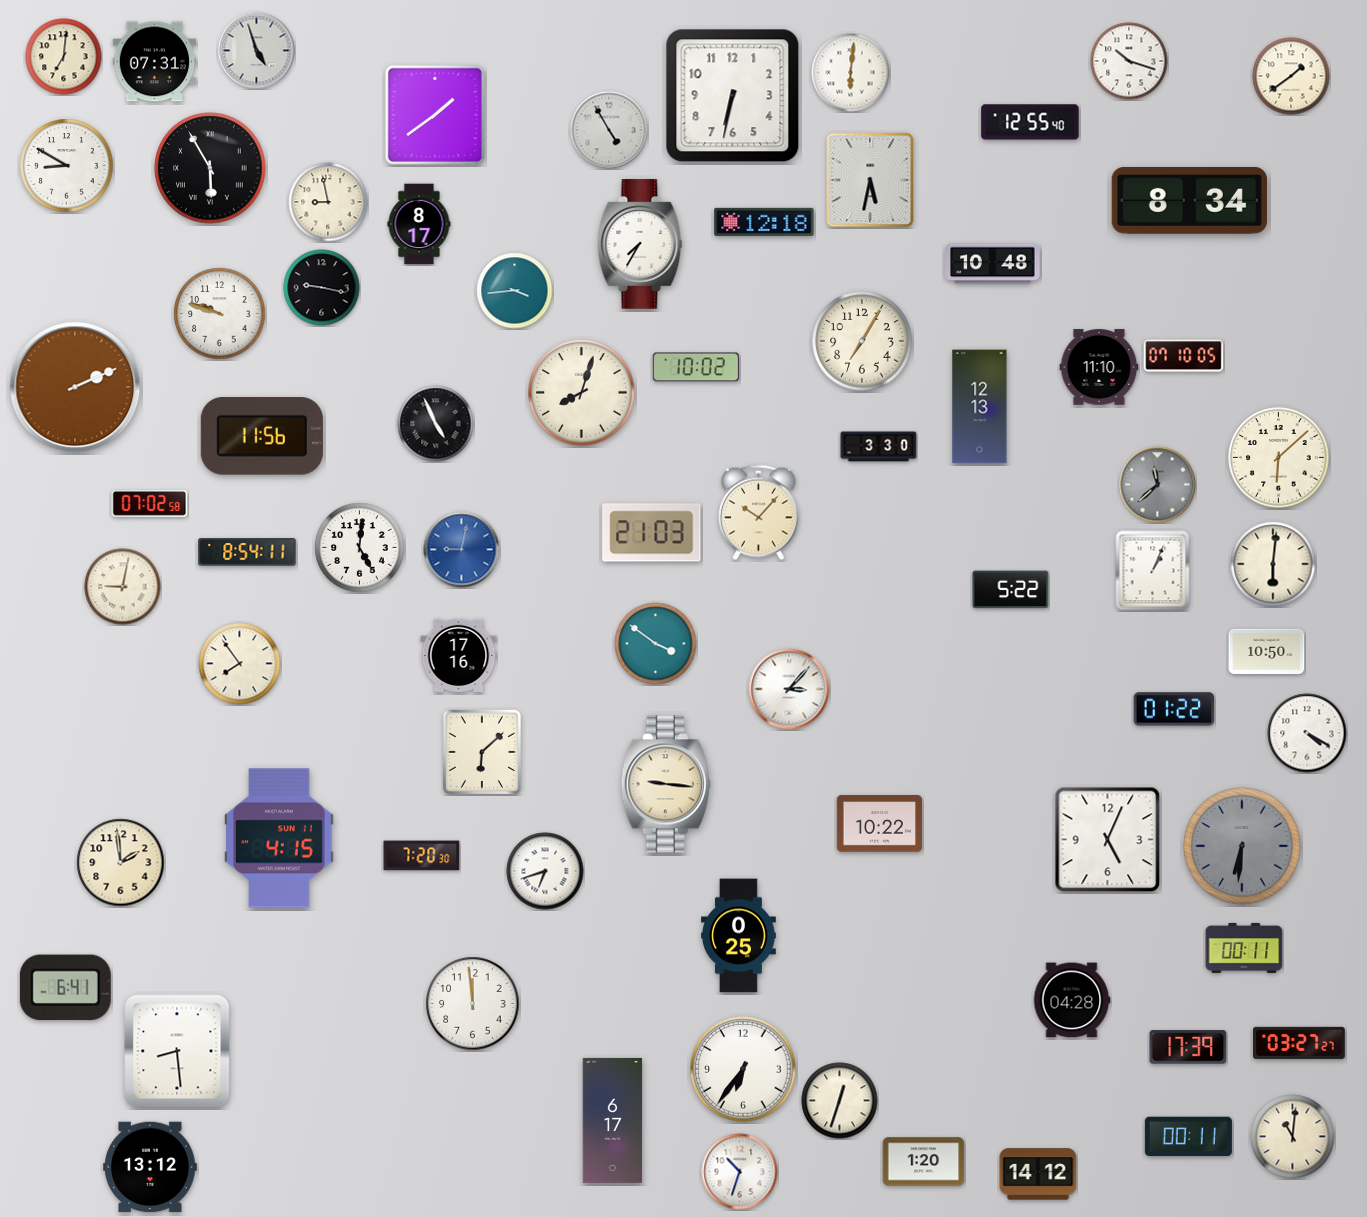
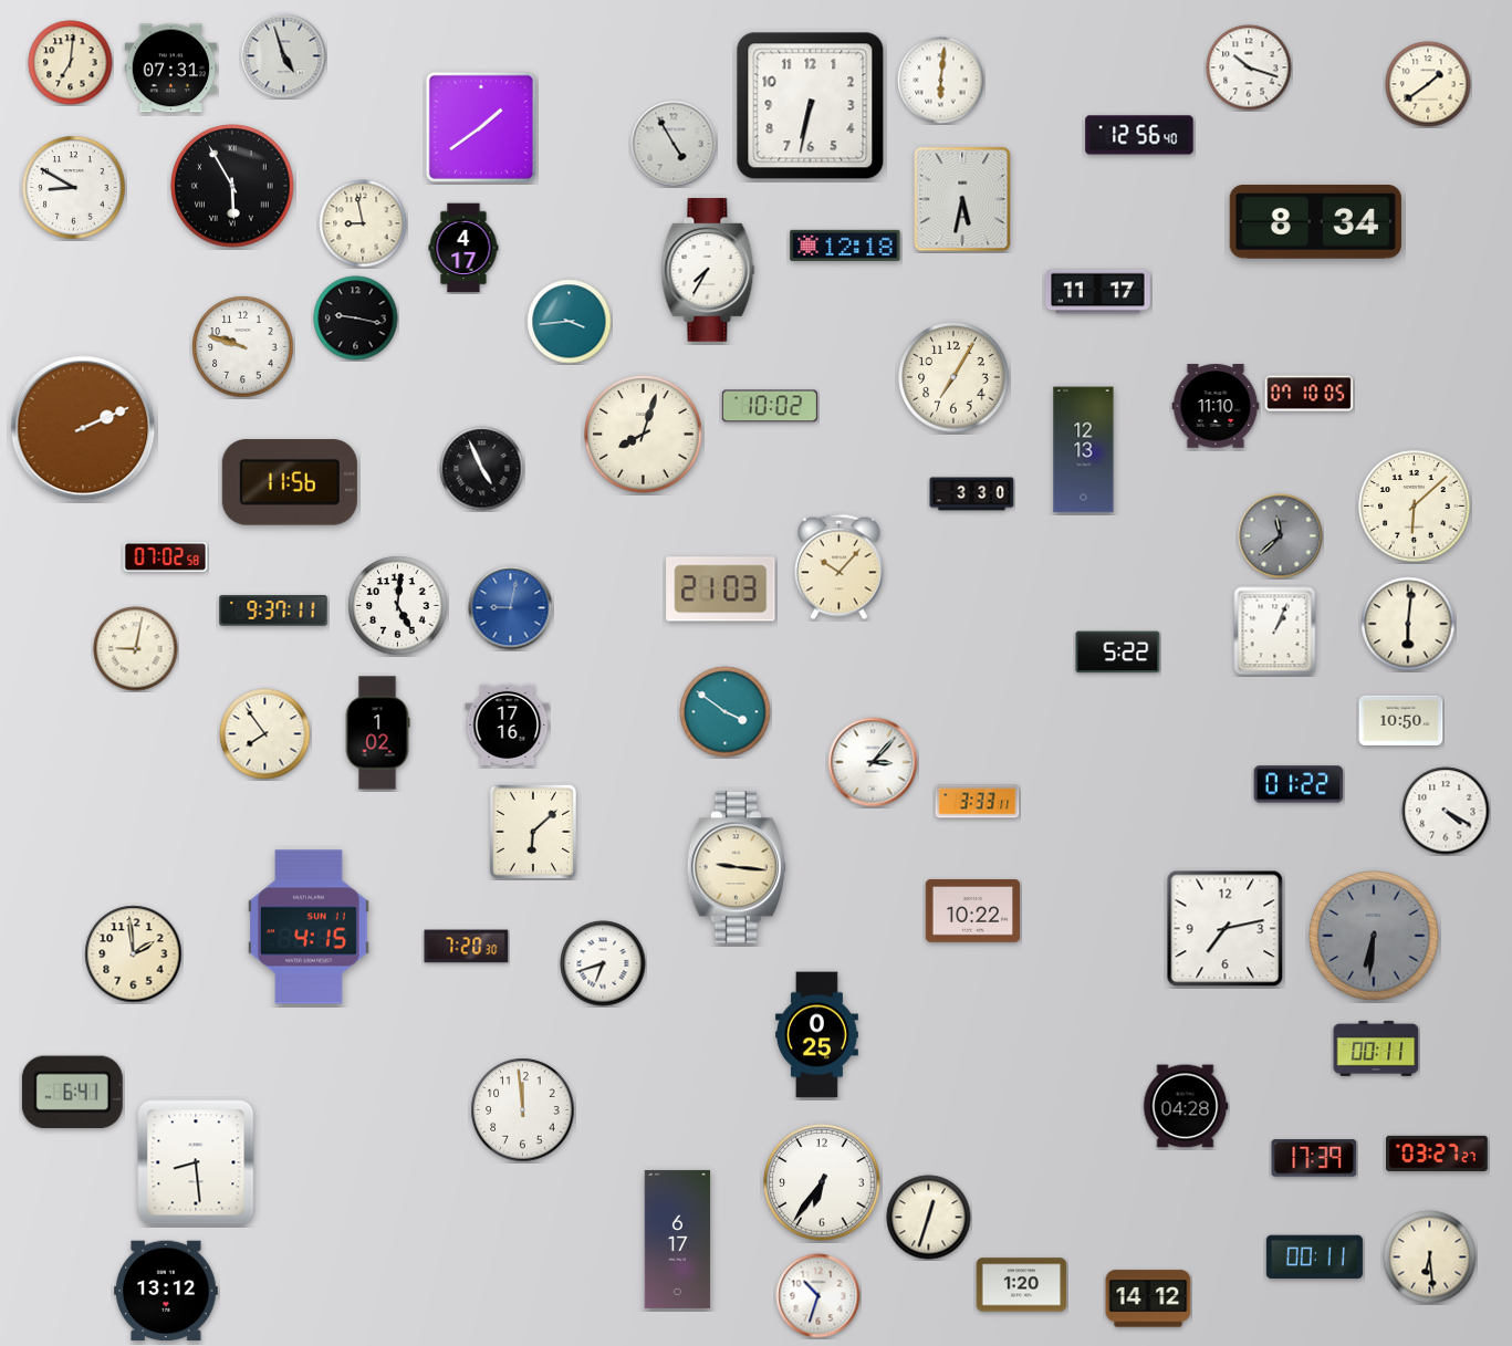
clock at (1030, 122): 12:55 -> 12:56
clock at (67, 166) position: (67, 166) -> (74, 188)
clock at (419, 224): 8:17 -> 4:17
clock at (993, 264): 10:48 -> 11:17
clock at (247, 552): 8:54 -> 9:37
clock at (377, 733): none -> 1:02
clock at (978, 802): none -> 3:33
clock at (1108, 840): 5:04 -> 7:13
clock at (1293, 1137): 11:01 -> 6:29
